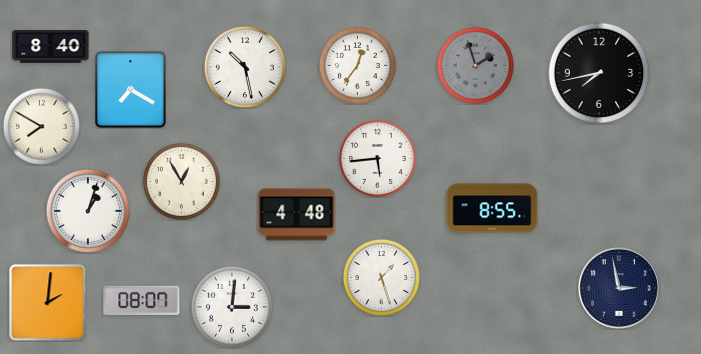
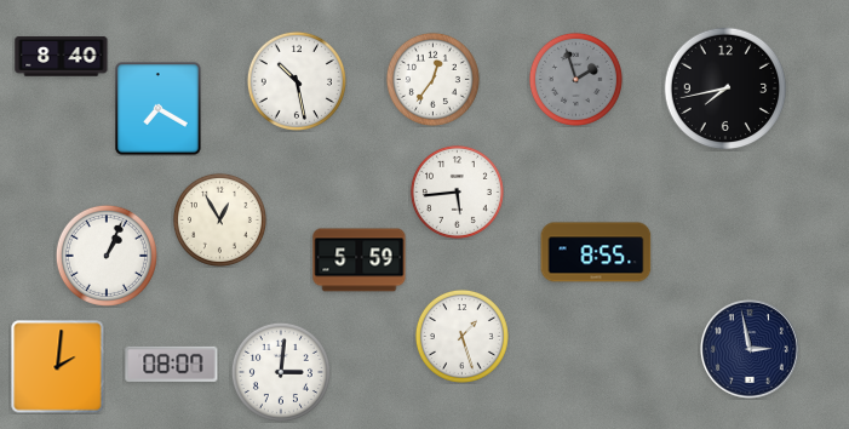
clock at (41, 126): 7:50 -> none
clock at (88, 211): 1:03 -> 1:04
clock at (297, 215): 4:48 -> 5:59
